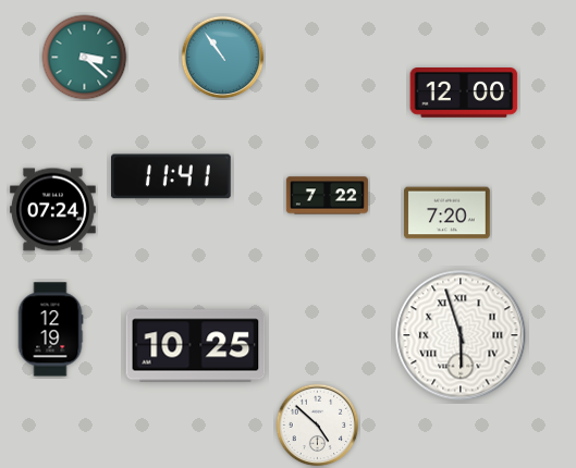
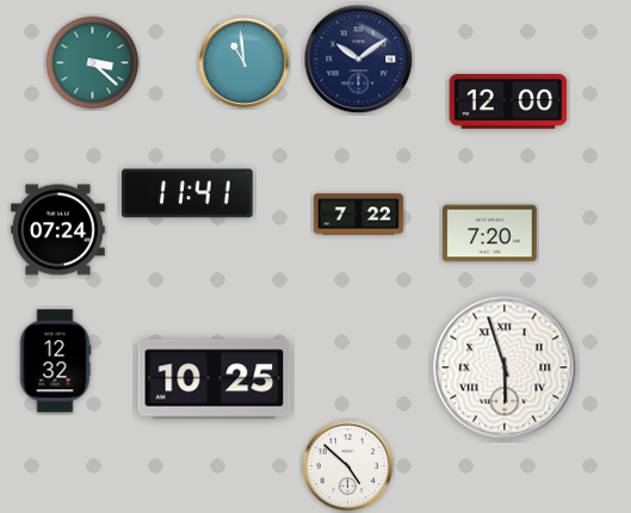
clock at (359, 60): none -> 10:09
clock at (223, 58): 10:54 -> 10:59
clock at (50, 330): 12:19 -> 12:32
